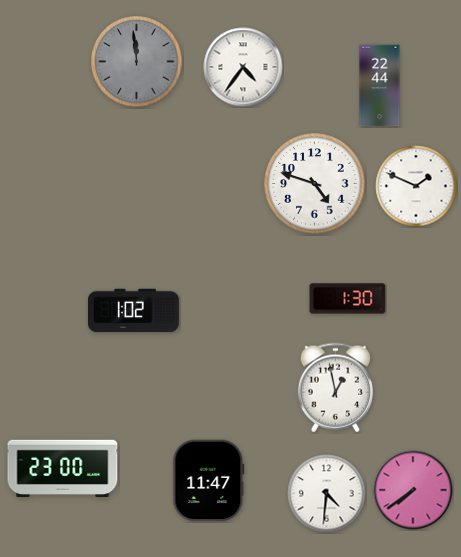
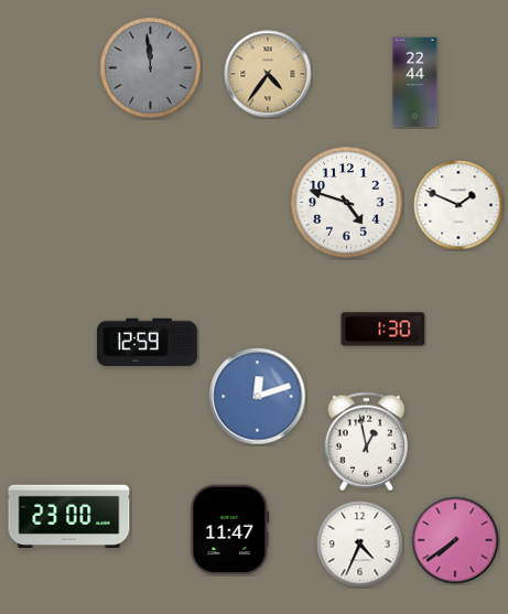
clock at (243, 67) dial: white -> champagne
clock at (380, 86) position: (380, 86) -> (415, 83)
clock at (133, 311): 1:02 -> 12:59
clock at (258, 397): none -> 12:12
clock at (335, 388) position: (335, 388) -> (366, 442)
clock at (327, 494): 4:31 -> 4:34
